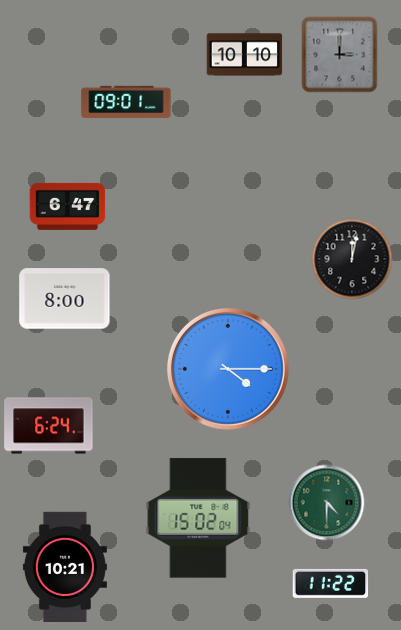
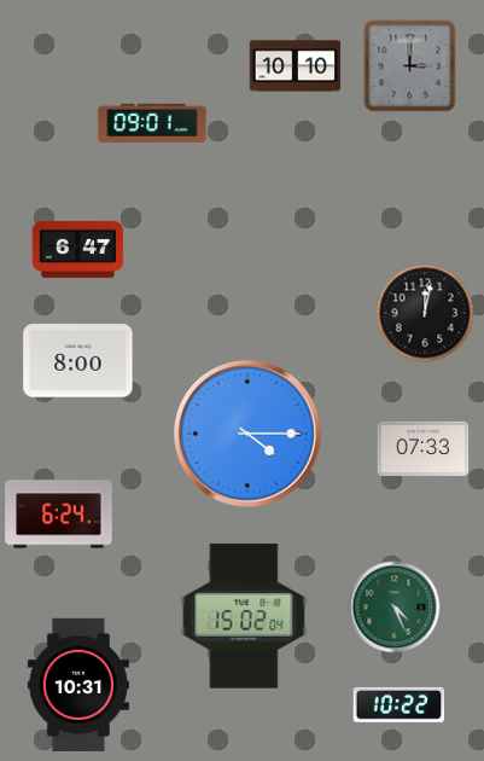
clock at (68, 206) position: (68, 206) -> (78, 249)
clock at (228, 369) position: (228, 369) -> (247, 434)
clock at (424, 448): none -> 07:33
clock at (327, 503): 4:30 -> 4:26
clock at (198, 518) position: (198, 518) -> (244, 616)
clock at (65, 566): 10:21 -> 10:31
clock at (331, 583): 11:22 -> 10:22
